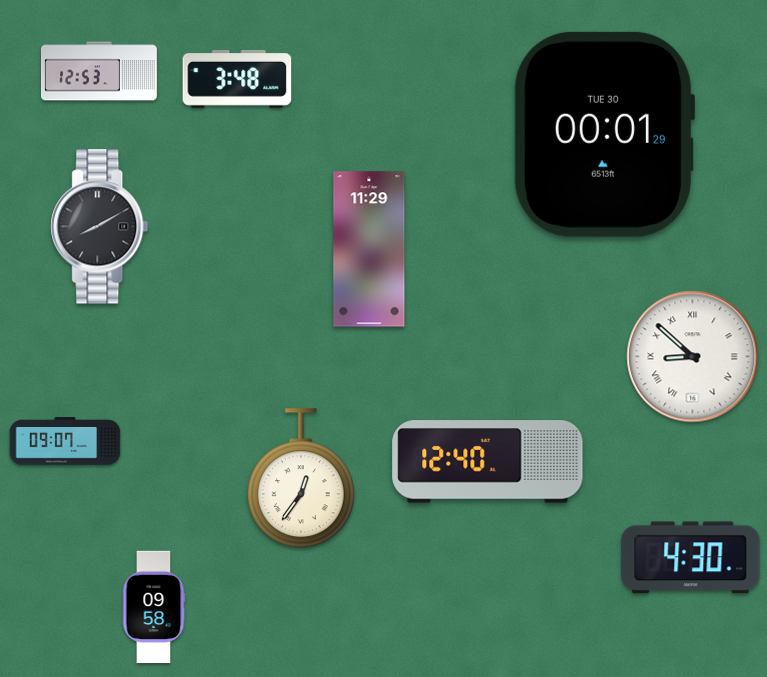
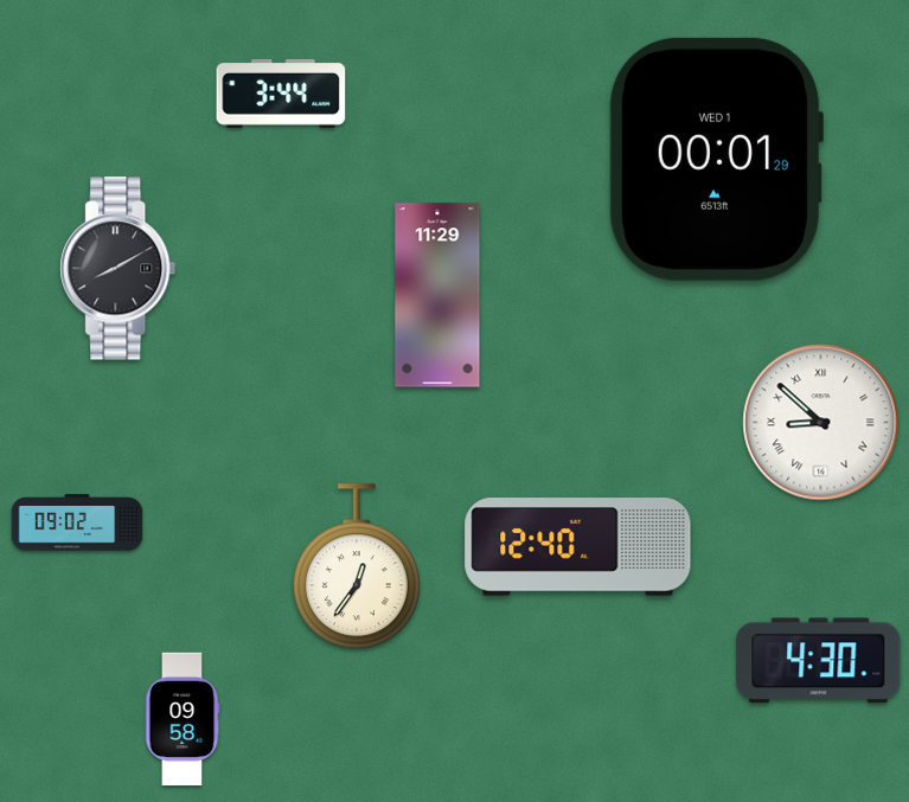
clock at (100, 71): 12:53 -> none
clock at (237, 79): 3:48 -> 3:44
clock at (603, 134) date: TUE 30 -> WED 1
clock at (65, 441): 09:07 -> 09:02
